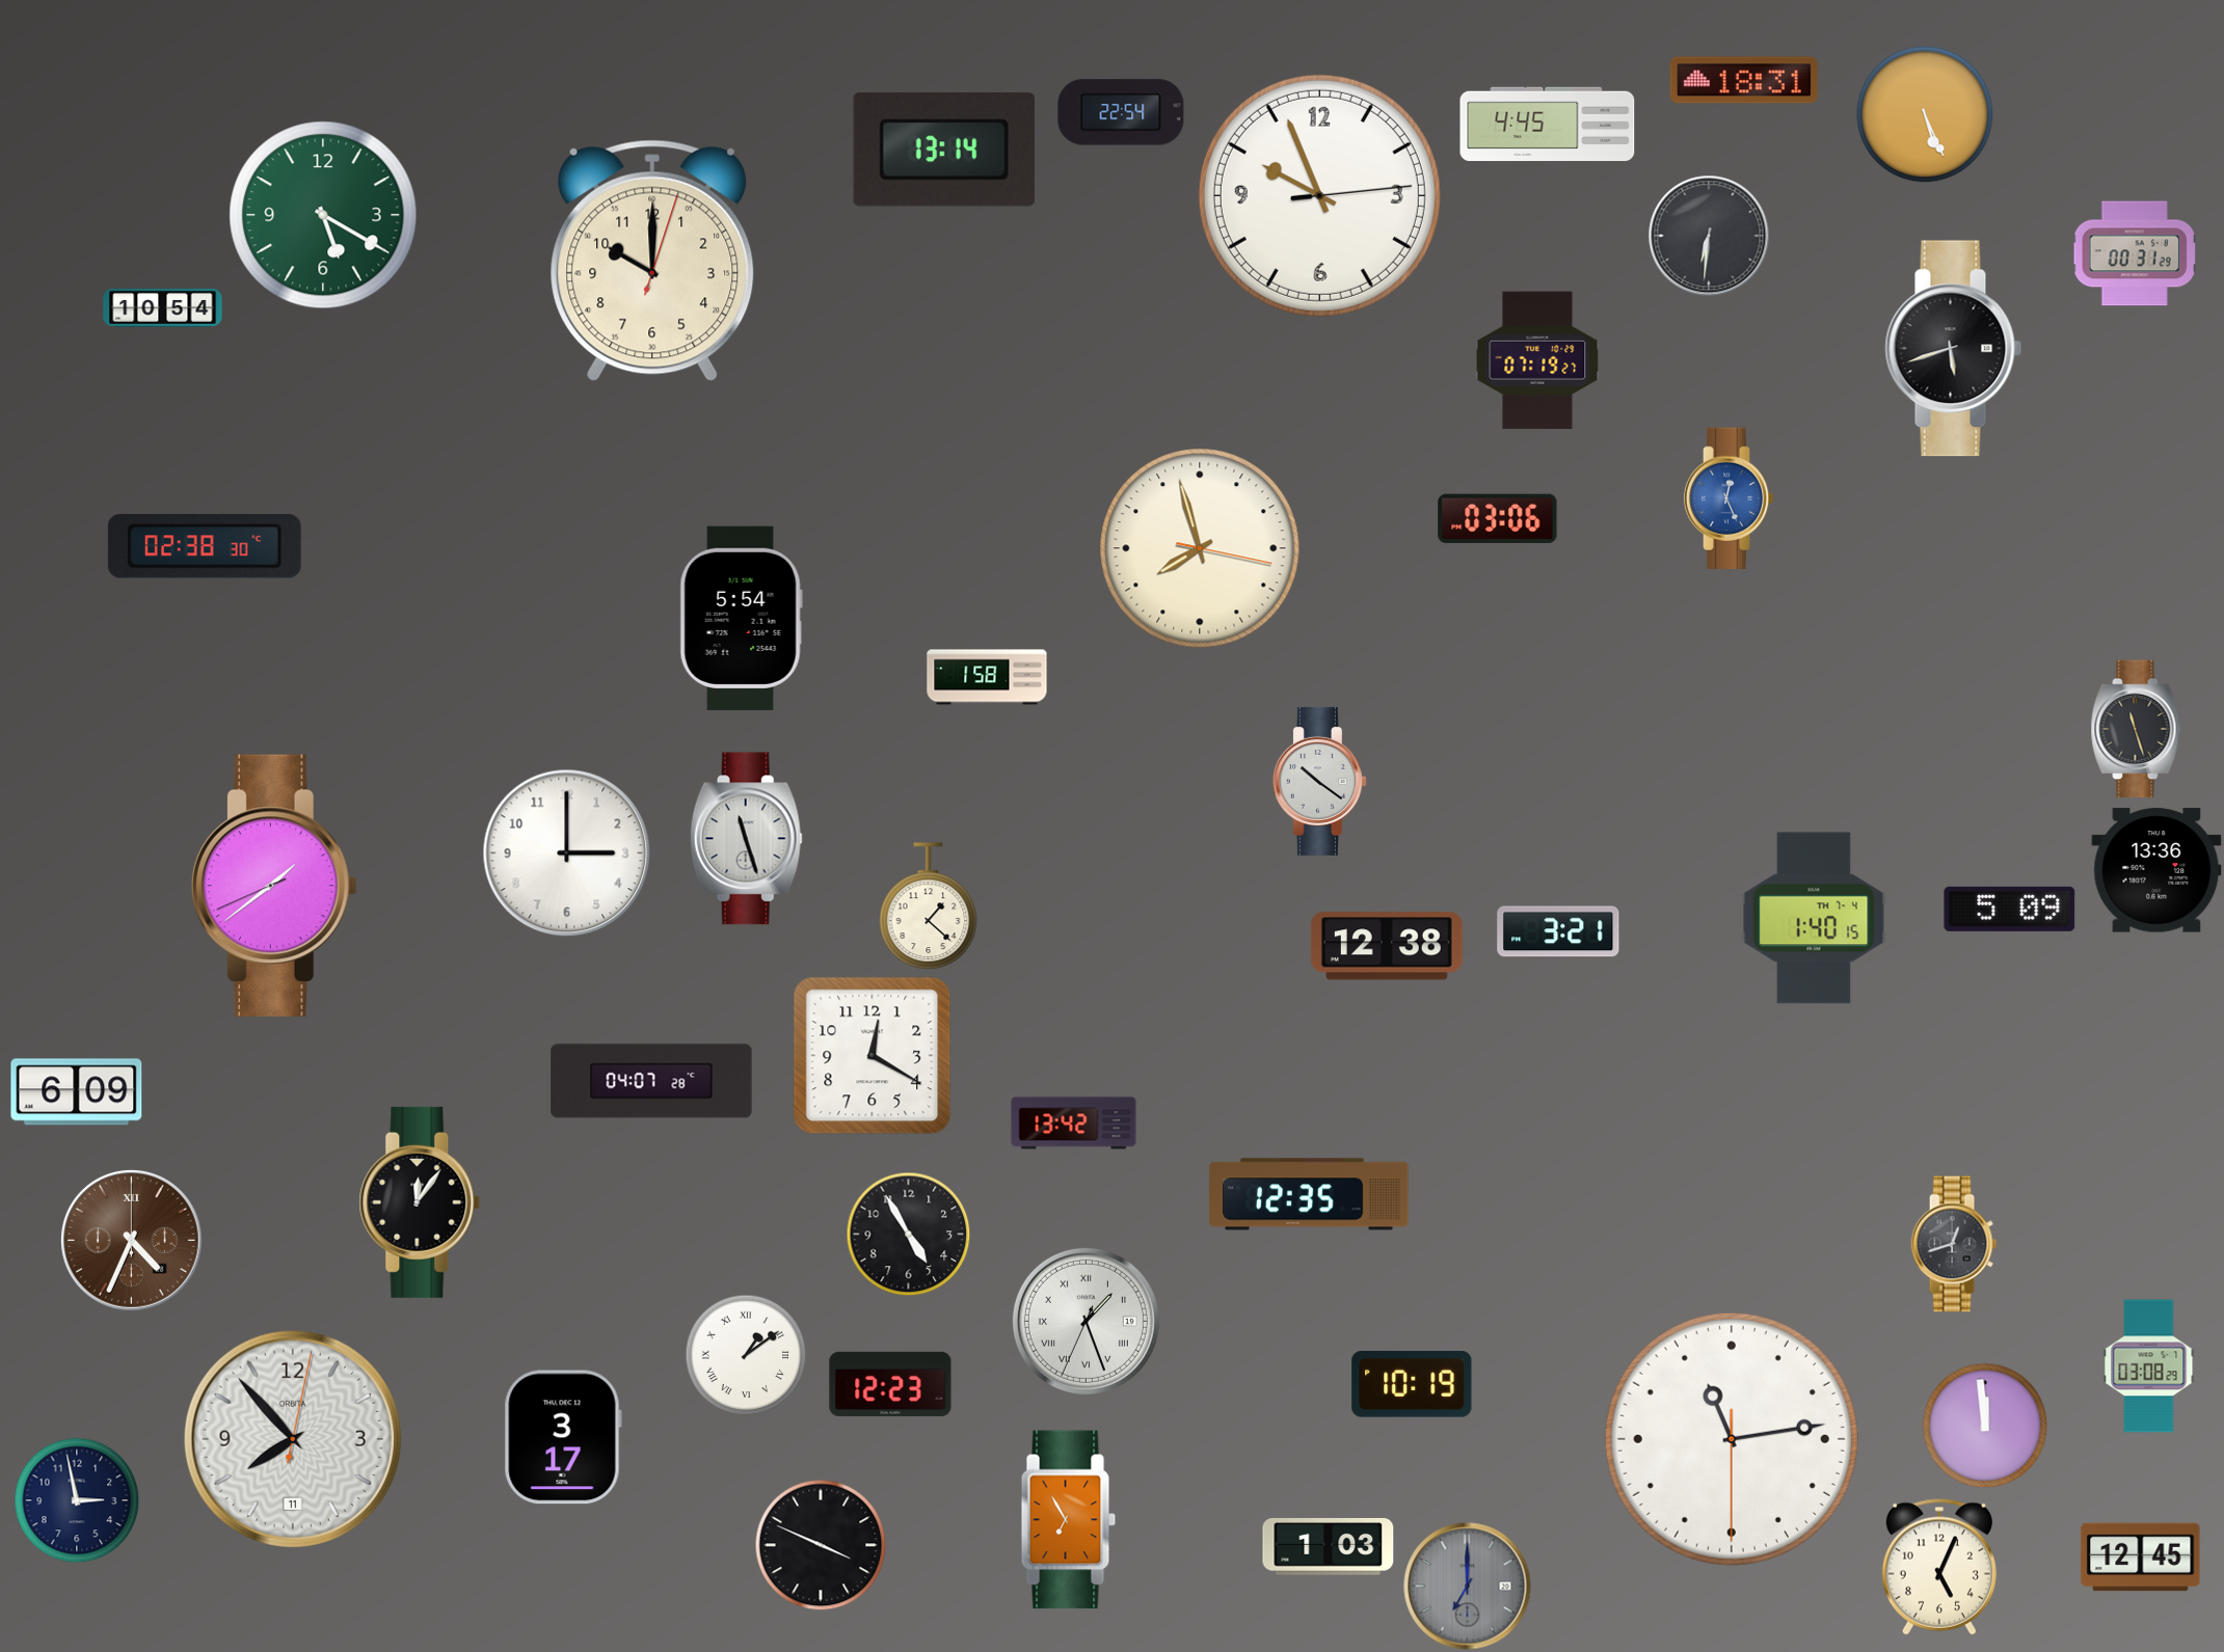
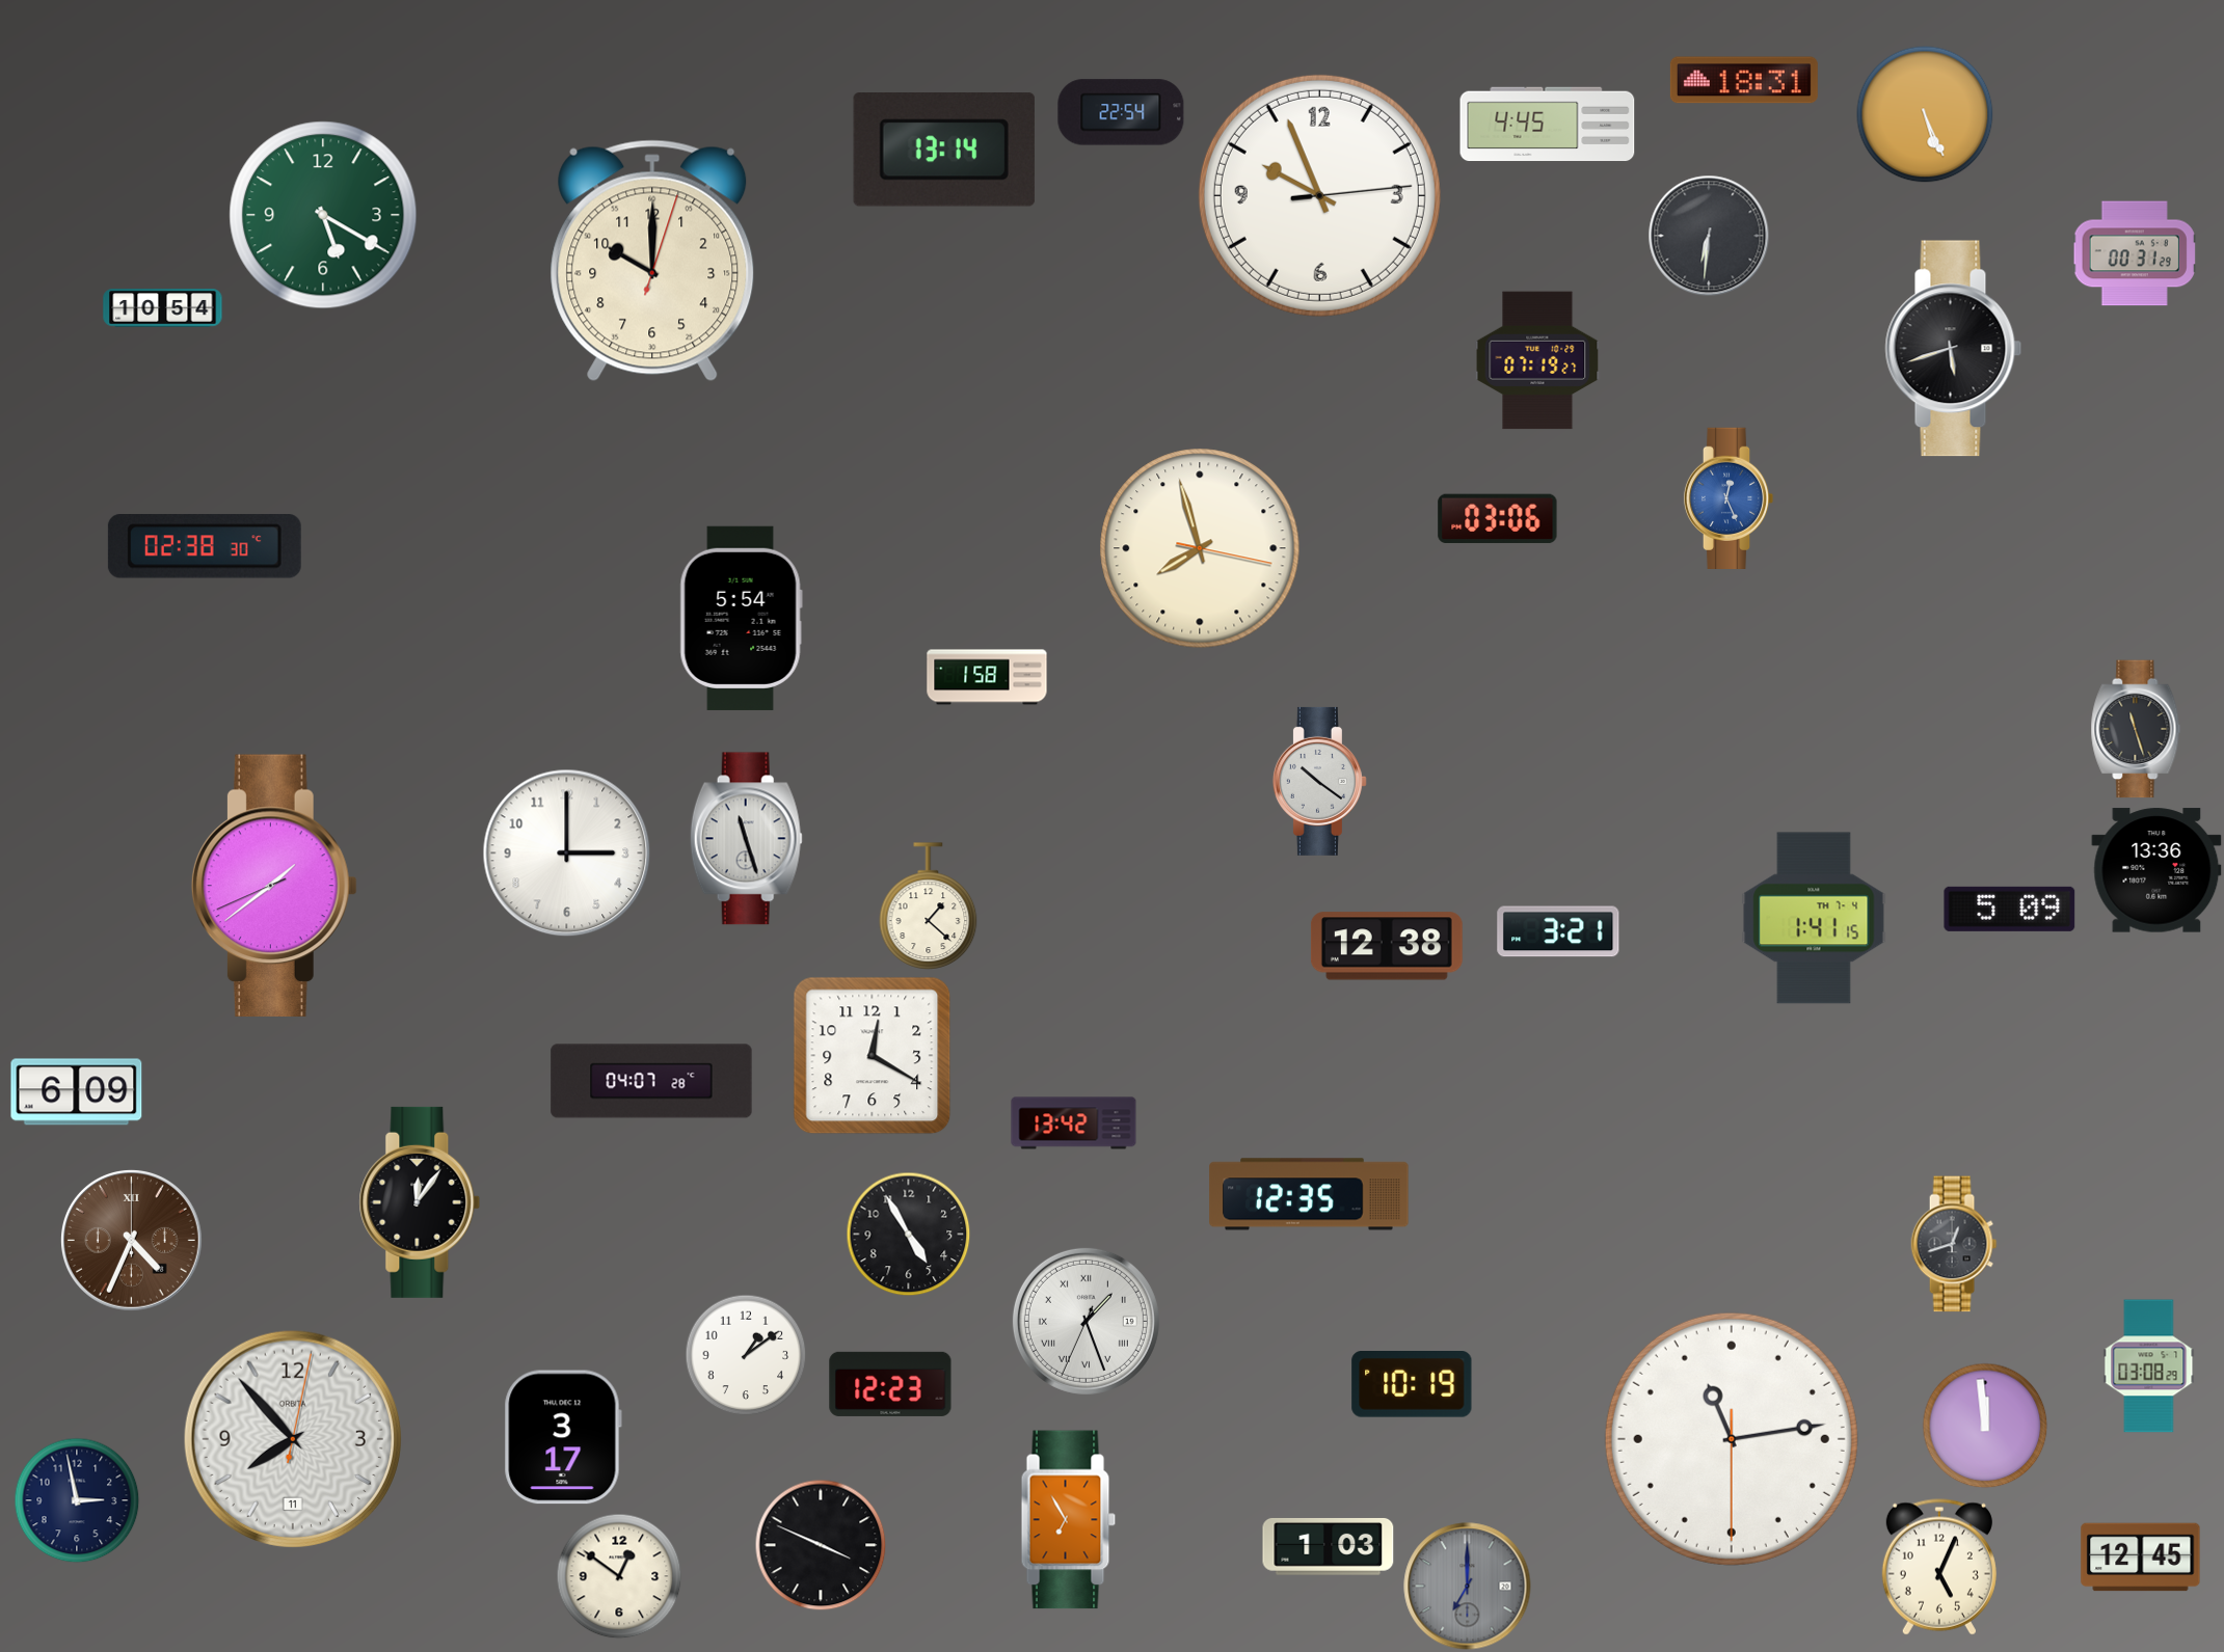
clock at (1814, 918): 1:40 -> 1:41
clock at (746, 1355) numerals: Roman -> Arabic
clock at (619, 1576): none -> 12:51
